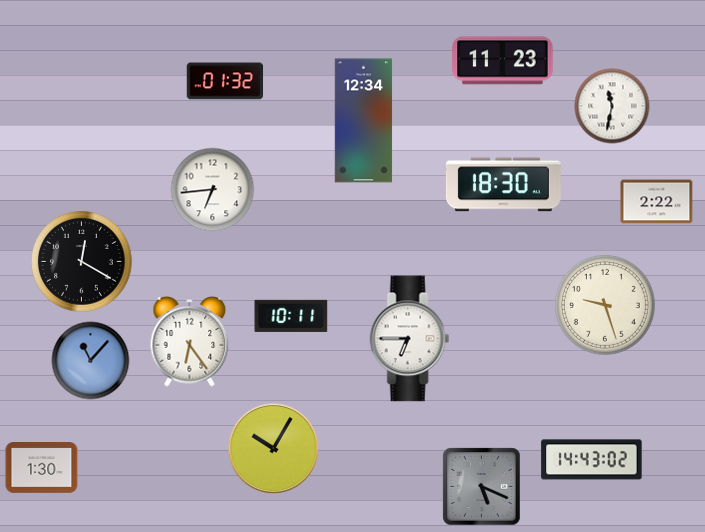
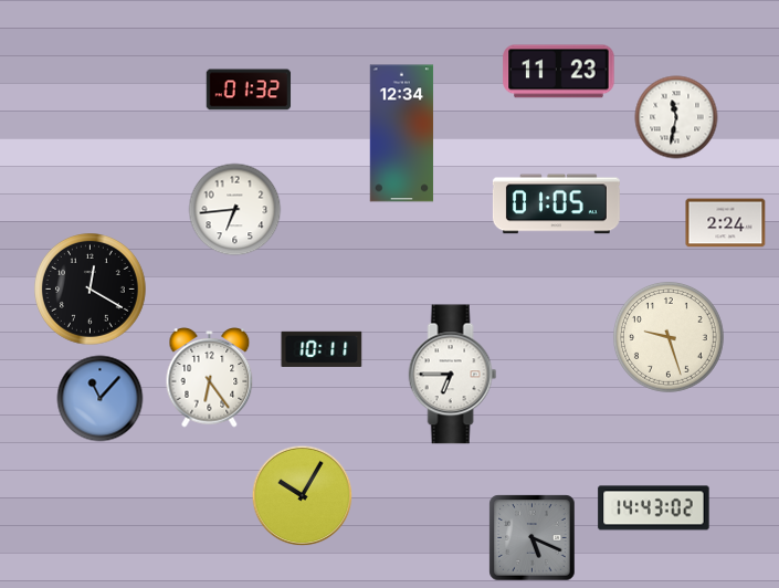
clock at (503, 61) position: (503, 61) -> (559, 72)
clock at (503, 185): 18:30 -> 01:05
clock at (657, 202): 2:22 -> 2:24
clock at (42, 468): 1:30 -> none
